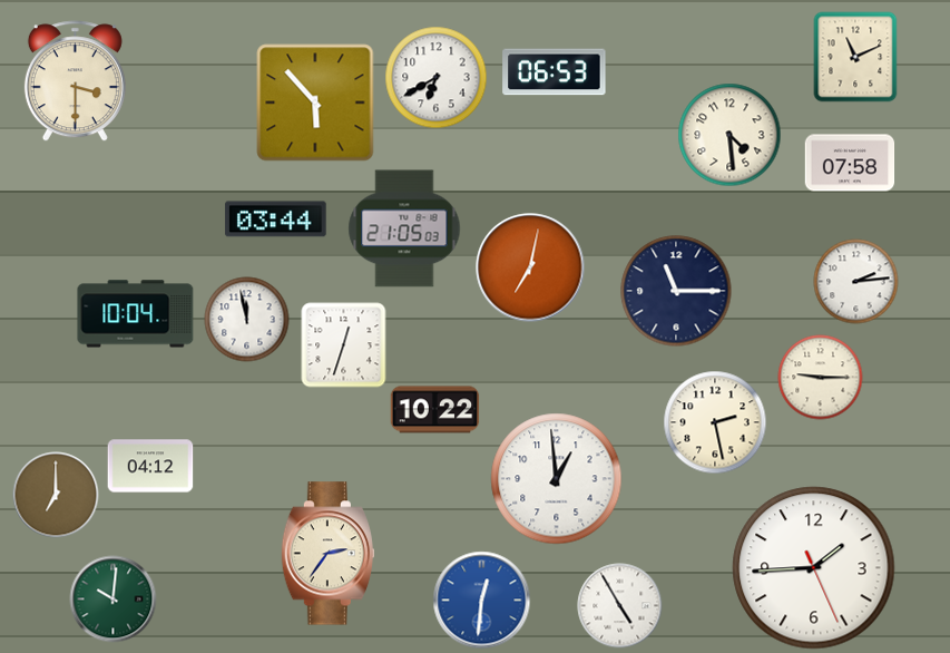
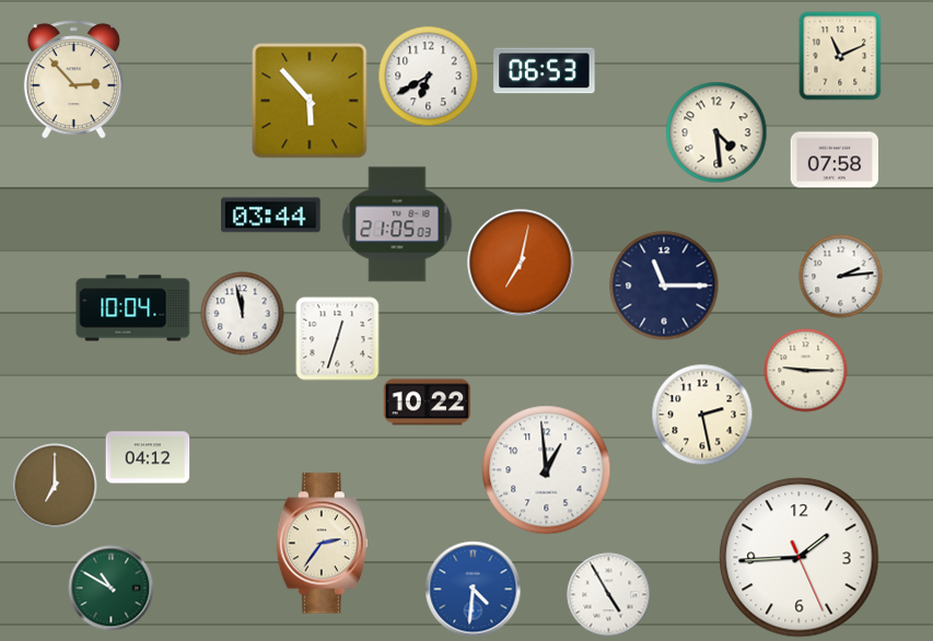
clock at (75, 81): 3:30 -> 2:53
clock at (114, 600): 10:01 -> 10:50
clock at (482, 601): 12:31 -> 4:31
